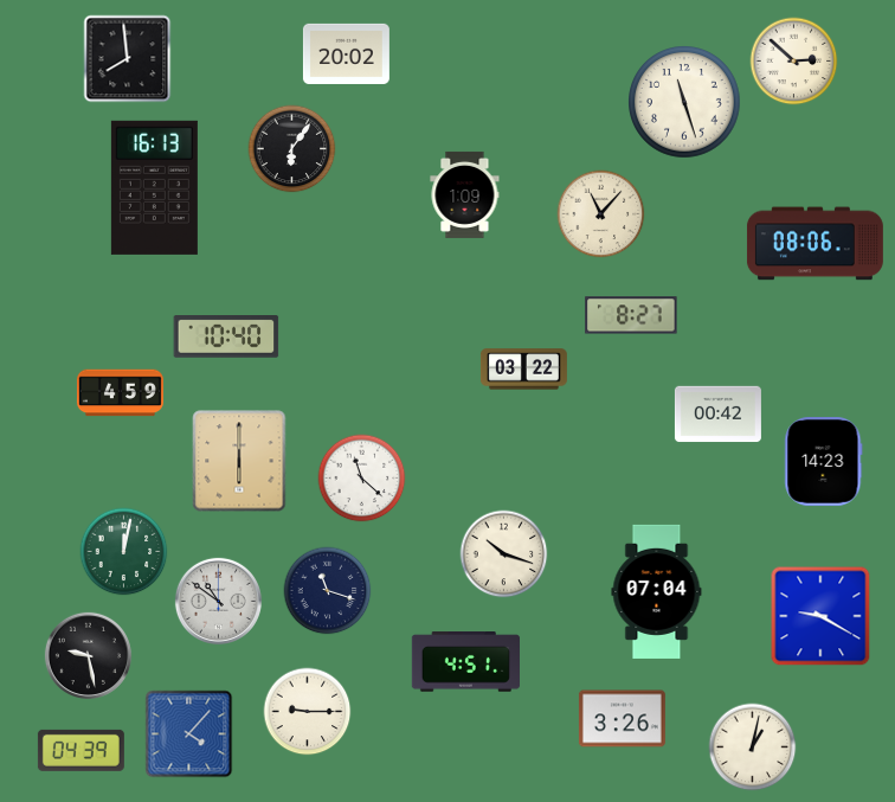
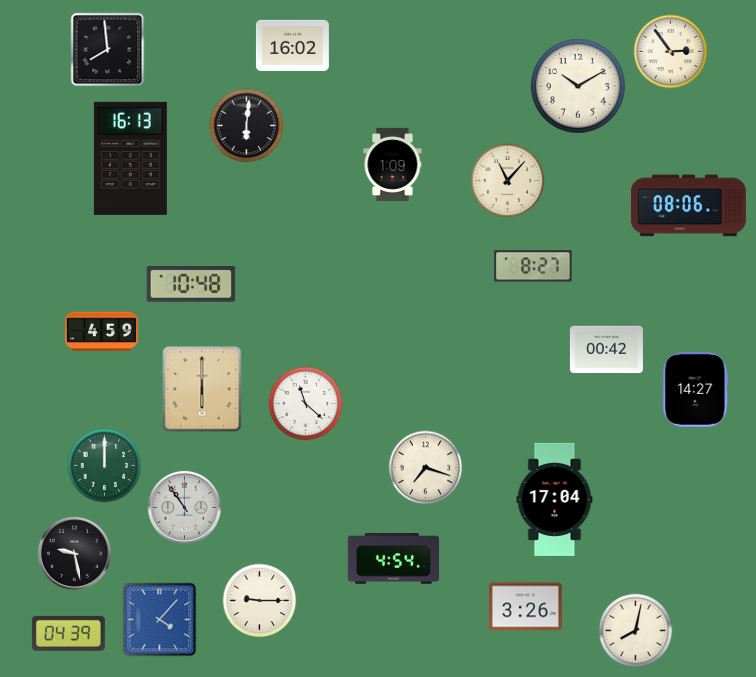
clock at (346, 53): 20:02 -> 16:02
clock at (794, 62): 2:52 -> 2:54
clock at (684, 102): 11:27 -> 10:10
clock at (292, 149): 6:06 -> 6:01
clock at (226, 338): 10:40 -> 10:48
clock at (523, 370): 03:22 -> none
clock at (824, 462): 14:23 -> 14:27
clock at (124, 552): 12:02 -> 12:00
clock at (504, 554): 10:18 -> 7:18
clock at (328, 591): 11:18 -> none
clock at (657, 591): 07:04 -> 17:04
clock at (218, 601): 10:51 -> 10:54
clock at (820, 616): 9:20 -> none
clock at (465, 662): 4:51 -> 4:54
clock at (753, 748): 1:02 -> 8:02
